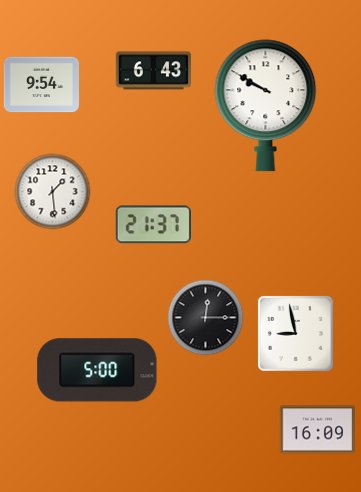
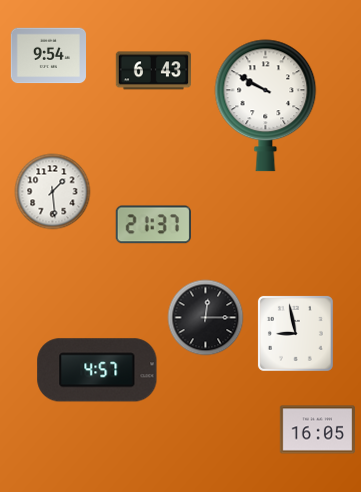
clock at (41, 85) position: (41, 85) -> (48, 56)
clock at (97, 370): 5:00 -> 4:57
clock at (317, 430): 16:09 -> 16:05
